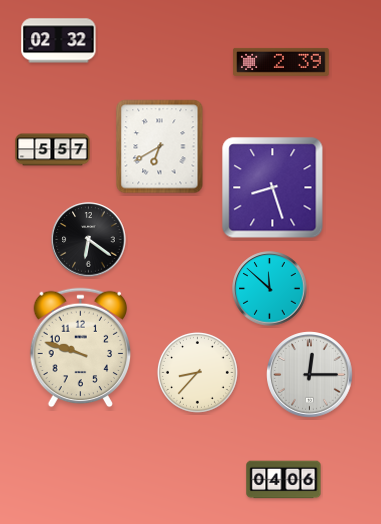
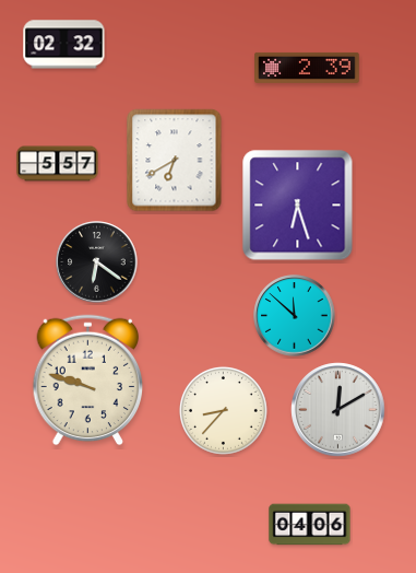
clock at (273, 188): 8:27 -> 6:27
clock at (197, 372) position: (197, 372) -> (223, 410)
clock at (310, 375): 12:15 -> 12:10
